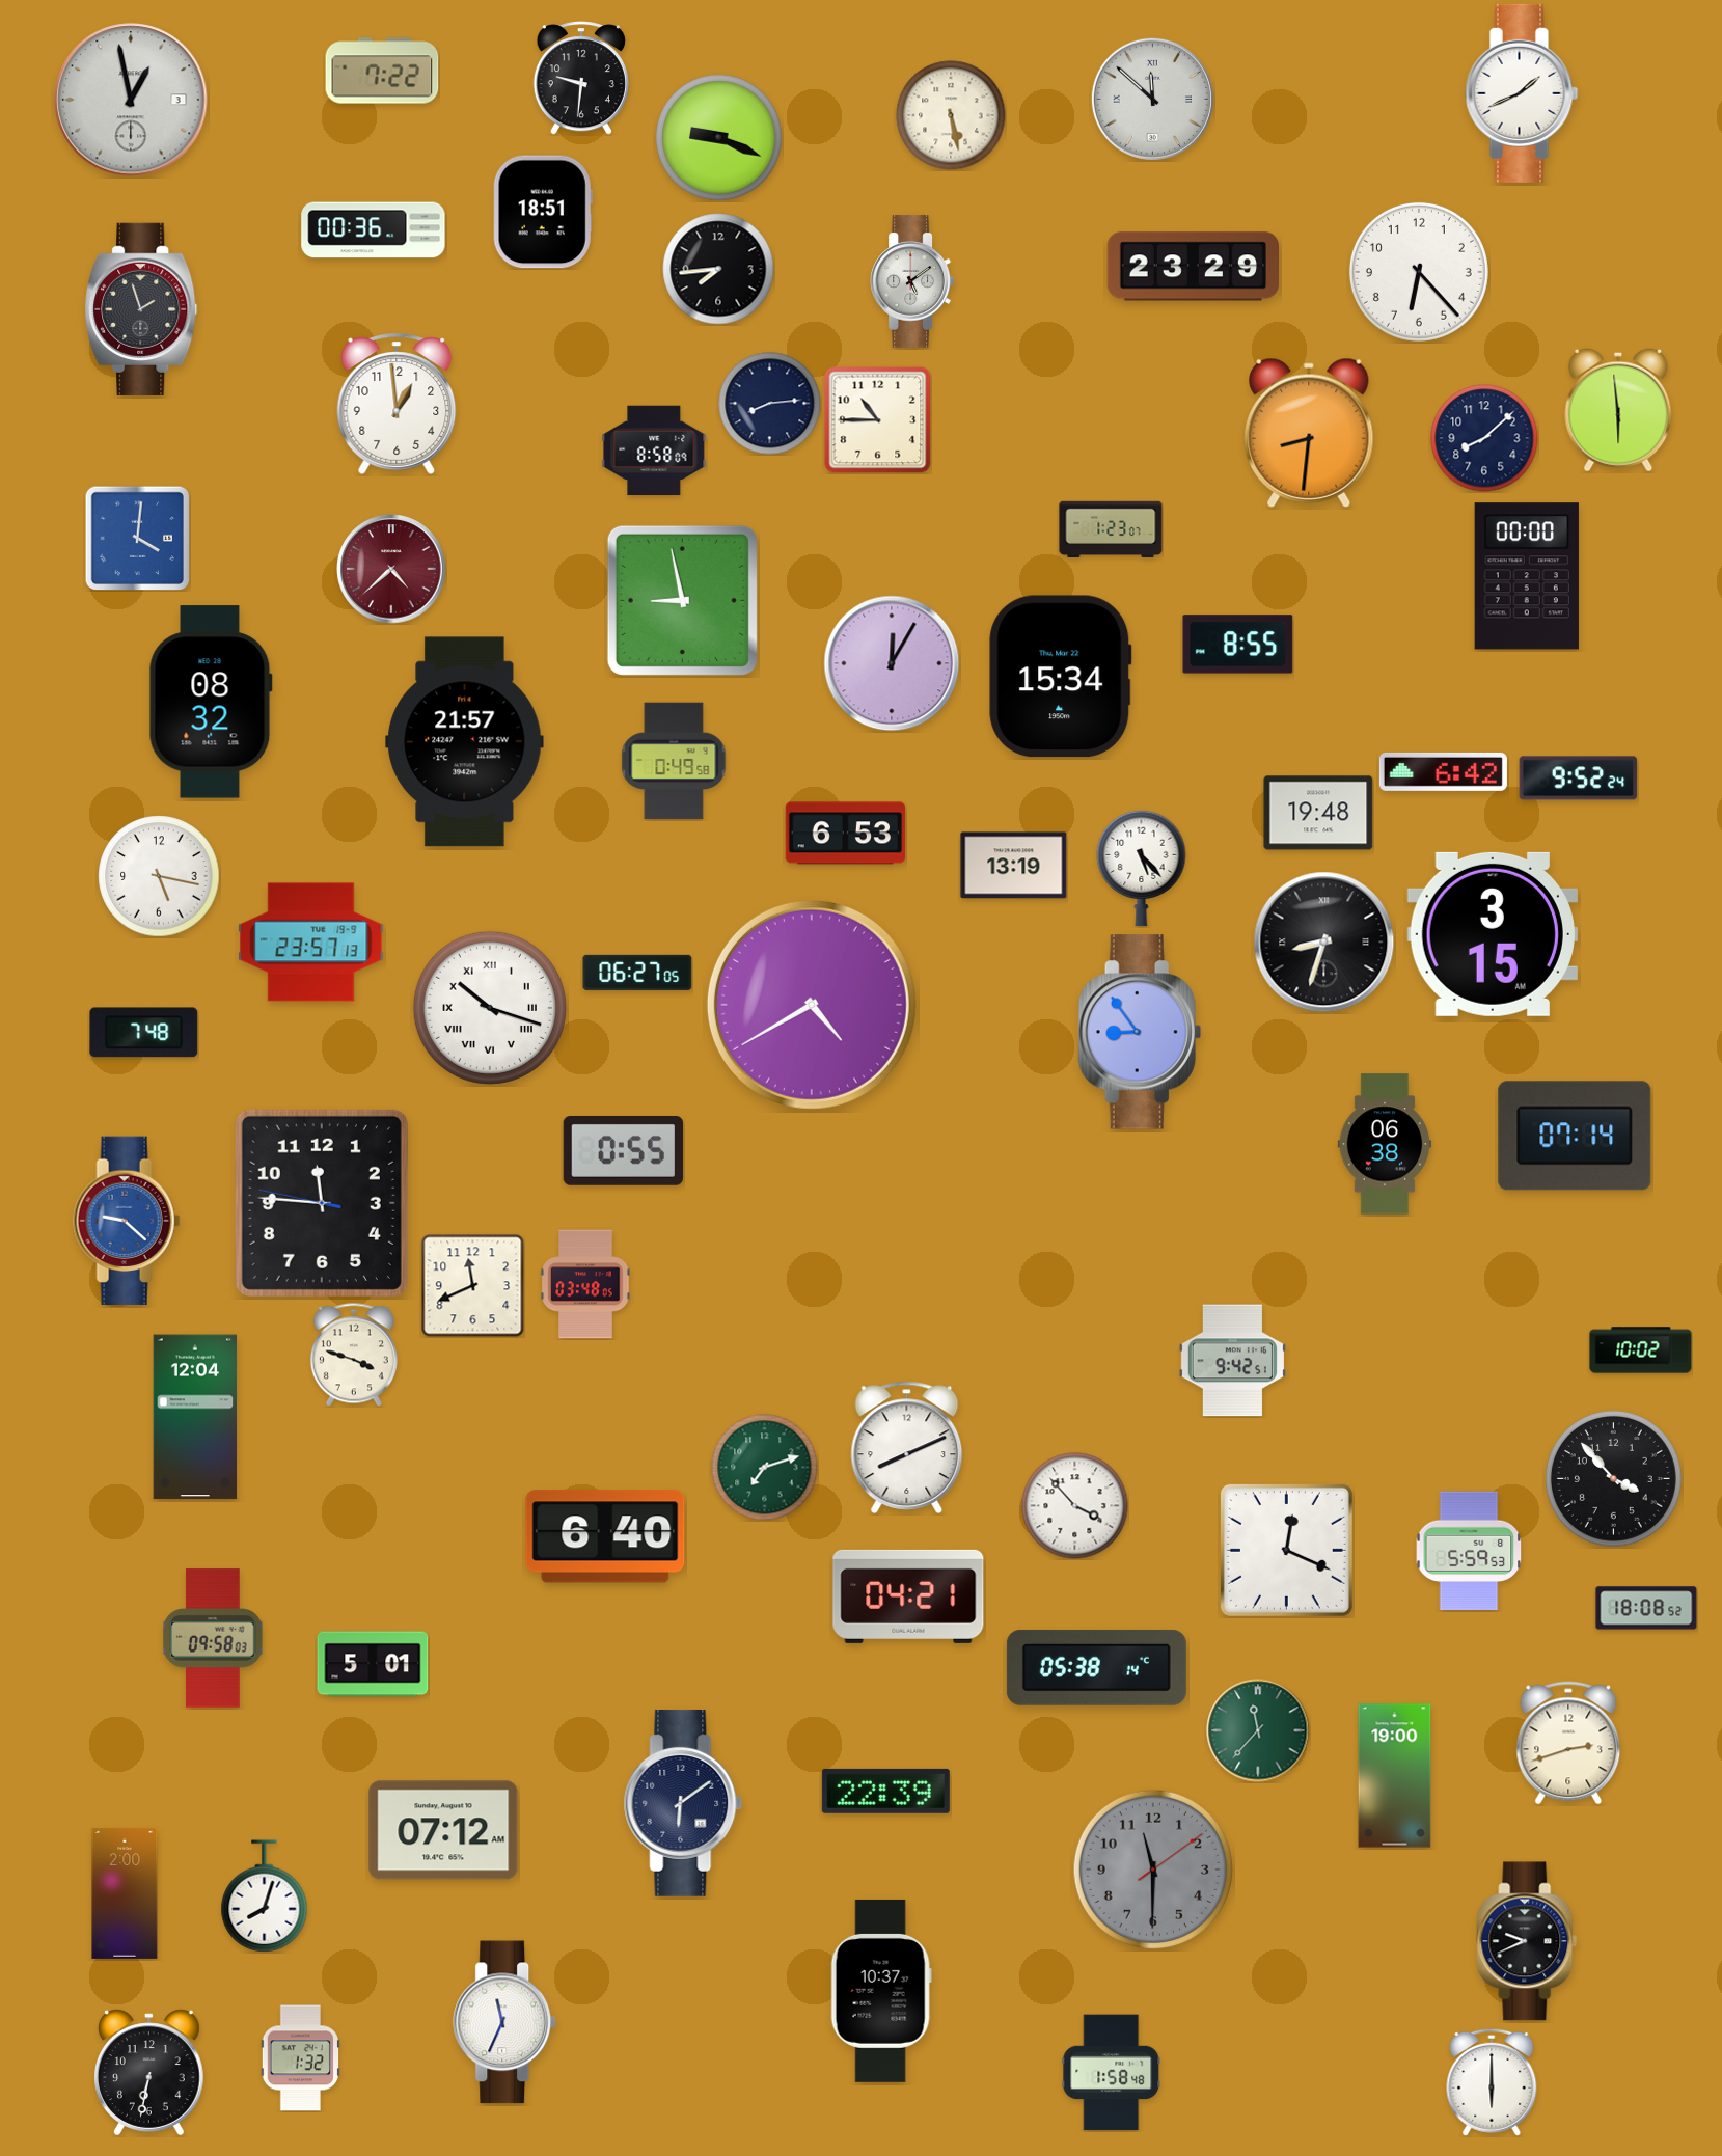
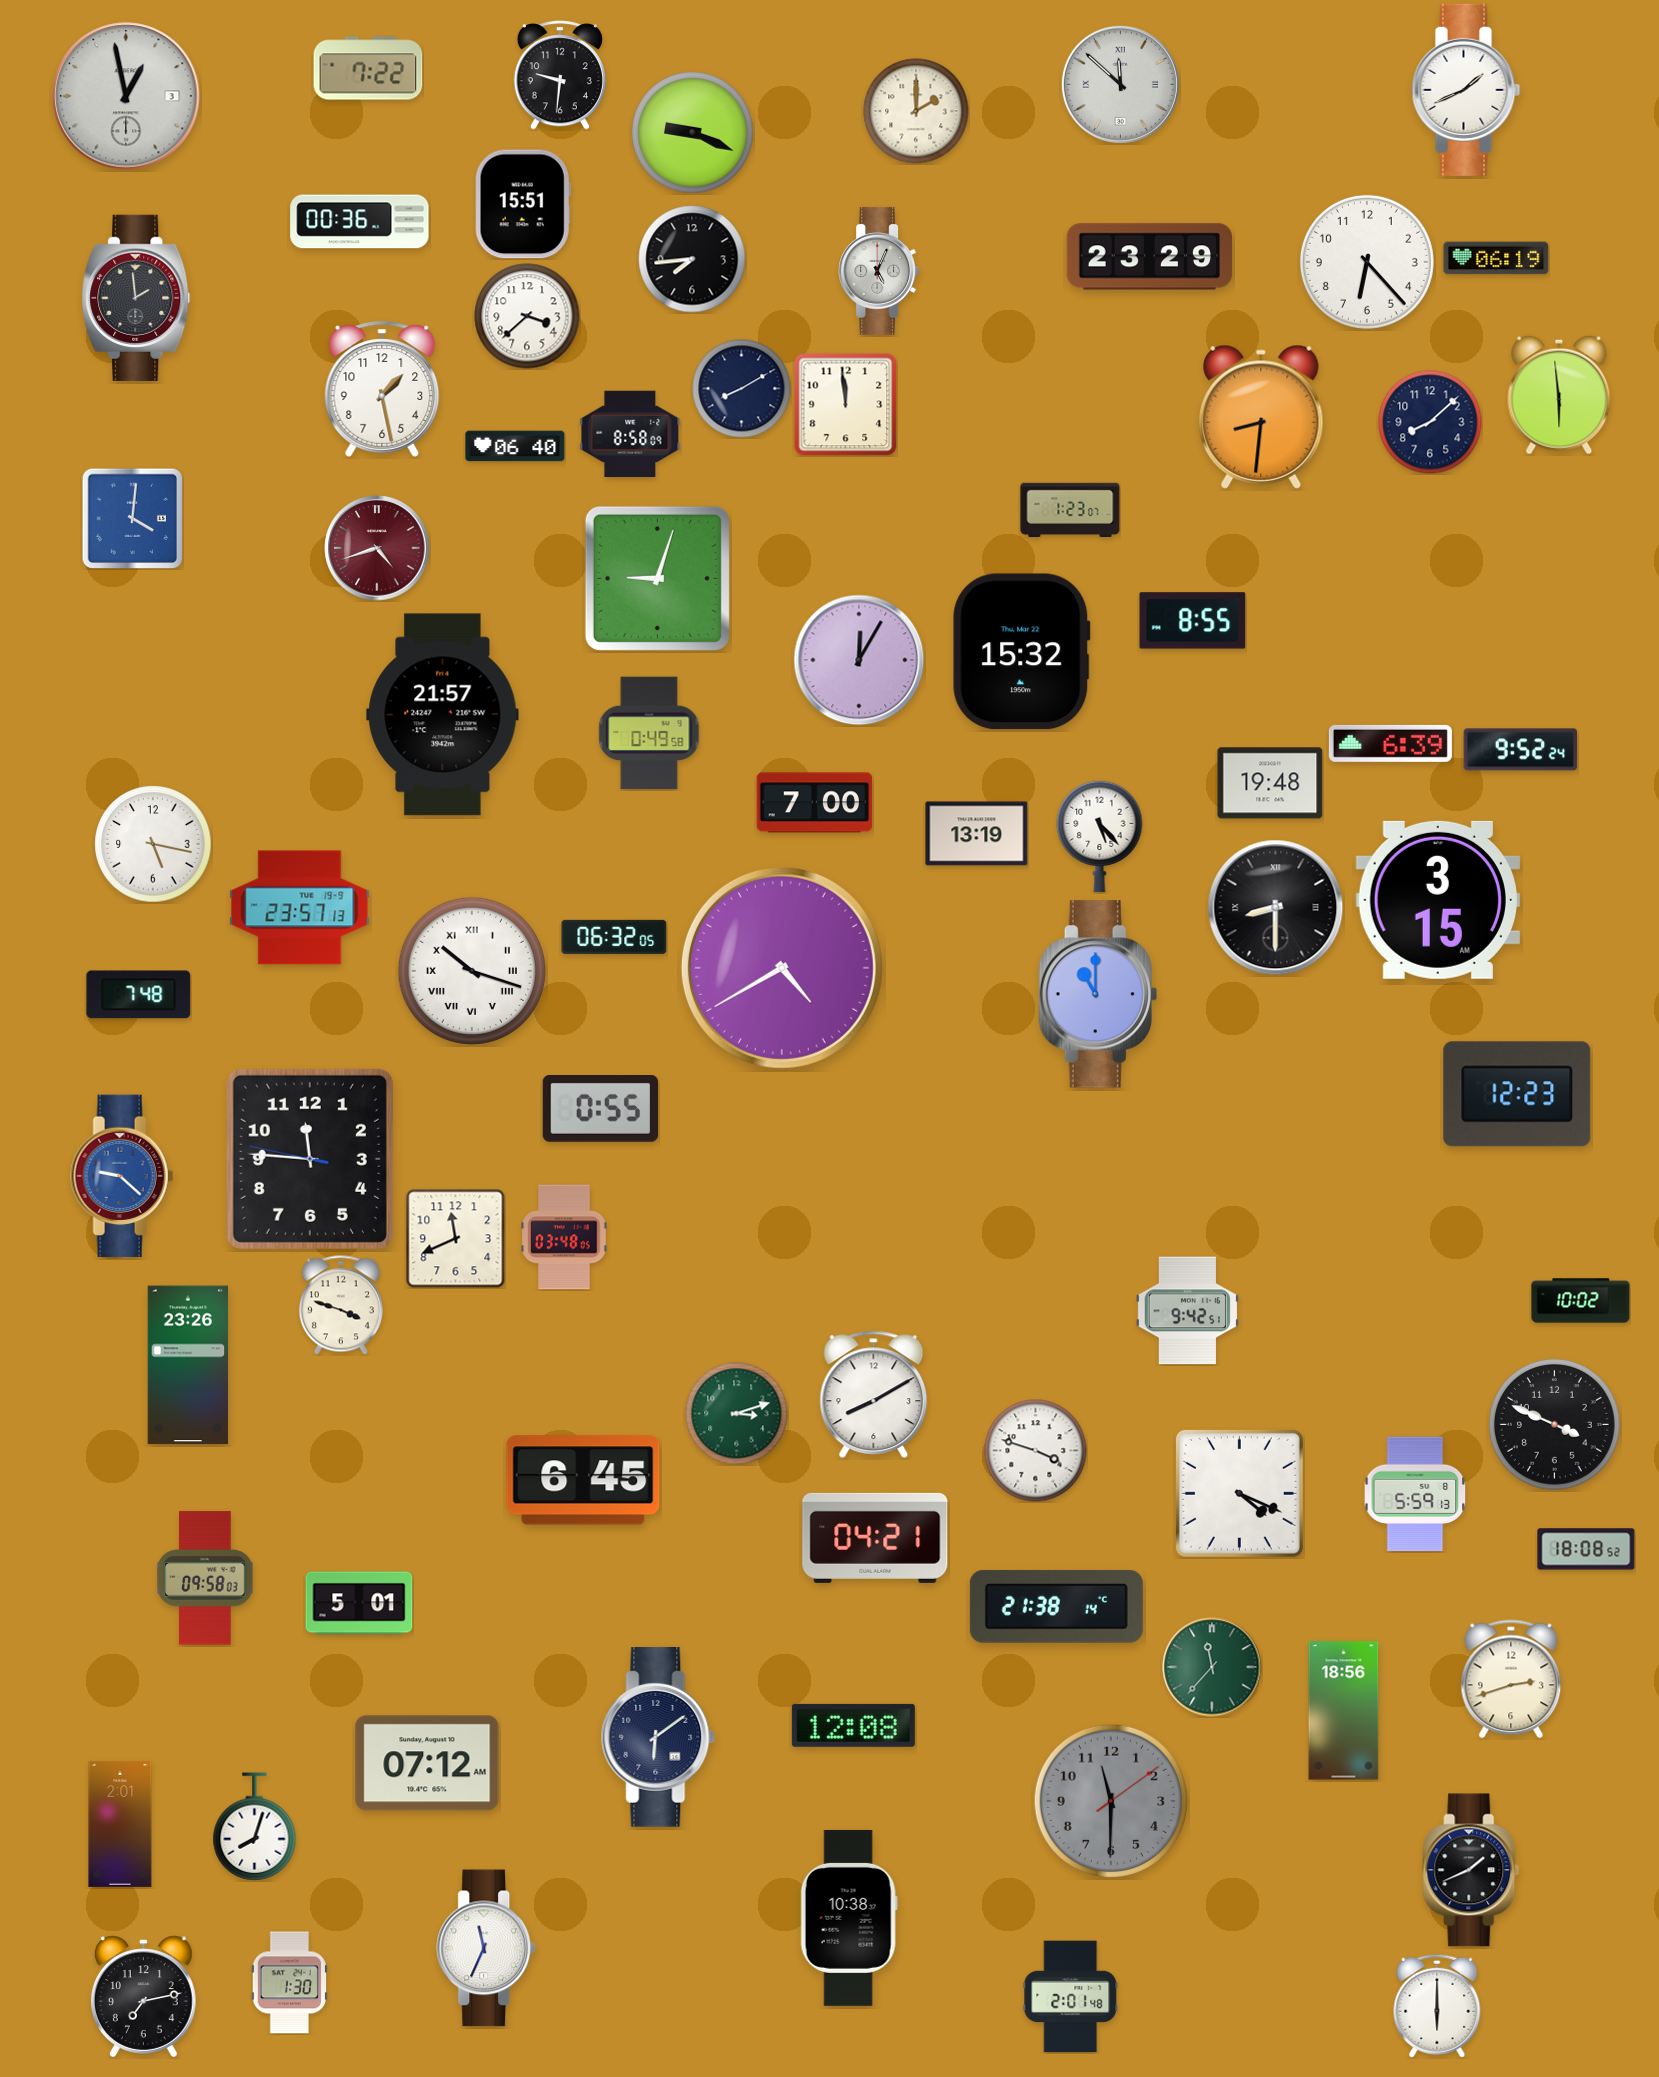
clock at (1152, 99) position: (1152, 99) -> (1120, 84)
clock at (951, 115): 5:28 -> 2:00
clock at (543, 212): 18:51 -> 15:51
clock at (1496, 258): none -> 06:19
clock at (912, 281): 5:09 -> 5:04
clock at (141, 309): 1:57 -> 1:59
clock at (527, 316): none -> 3:38
clock at (397, 404): 12:59 -> 1:28
clock at (770, 404): 8:14 -> 8:10
clock at (878, 420): 10:45 -> 11:59
clock at (515, 446): none -> 06:40
clock at (391, 569): 4:38 -> 4:42
clock at (1527, 576): 00:00 -> none
clock at (682, 600): 8:58 -> 9:03
clock at (892, 663) position: (892, 663) -> (859, 660)
clock at (1061, 677): 15:34 -> 15:32
clock at (211, 702): 08:32 -> none
clock at (465, 742) position: (465, 742) -> (443, 715)
clock at (1443, 771): 6:42 -> 6:39
clock at (846, 834): 6:53 -> 7:00
clock at (1324, 943): 8:33 -> 8:30
clock at (637, 973): 06:27 -> 06:32
clock at (1140, 1032): 8:54 -> 11:00
clock at (1575, 1136): 07:14 -> 12:23
clock at (1384, 1144): 06:38 -> none
clock at (195, 1417): 12:04 -> 23:26
clock at (907, 1447): 8:11 -> 8:10
clock at (765, 1468): 7:12 -> 3:12
clock at (1613, 1478): 3:53 -> 3:49
clock at (1075, 1506): 3:53 -> 3:48
clock at (605, 1536): 6:40 -> 6:45
clock at (1286, 1550): 12:19 -> 4:19
clock at (1469, 1551): 5:59:53 -> 5:59:13
clock at (1096, 1667): 05:38 -> 21:38
clock at (1395, 1776): 19:00 -> 18:56
clock at (885, 1791): 22:39 -> 12:08
clock at (125, 1893): 2:00 -> 2:01
clock at (1527, 1941): 9:41 -> 1:41
clock at (881, 1991): 10:37 -> 10:38
clock at (300, 2058): 1:32 -> 1:30
clock at (149, 2073): 6:32 -> 7:13
clock at (1112, 2073): 1:58 -> 2:01
